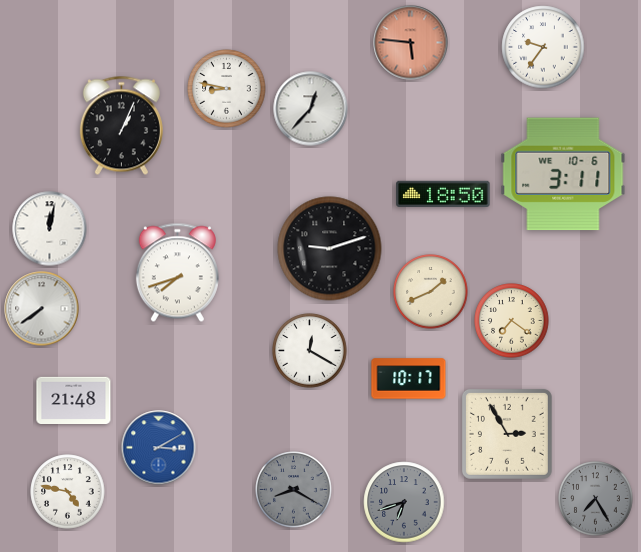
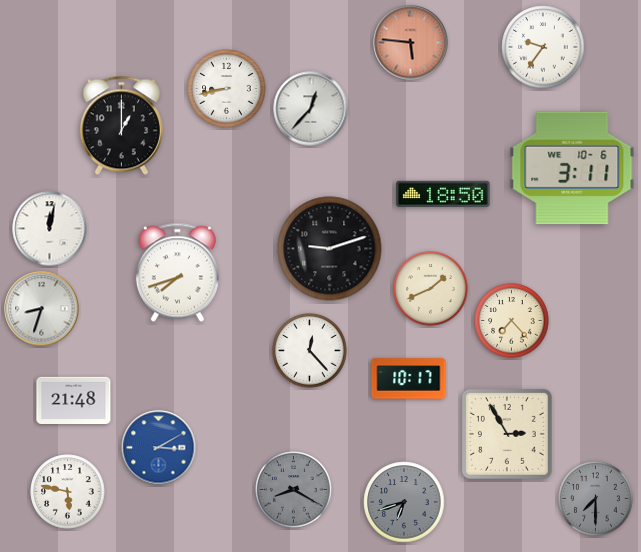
clock at (227, 89): 8:47 -> 8:43
clock at (121, 126): 1:04 -> 1:00
clock at (563, 174) position: (563, 174) -> (572, 168)
clock at (431, 292) position: (431, 292) -> (431, 289)
clock at (42, 309): 7:39 -> 8:33
clock at (512, 321): 7:21 -> 7:23
clock at (310, 351): 12:20 -> 12:23
clock at (68, 492): 4:47 -> 5:47
clock at (596, 499): 7:25 -> 7:30
